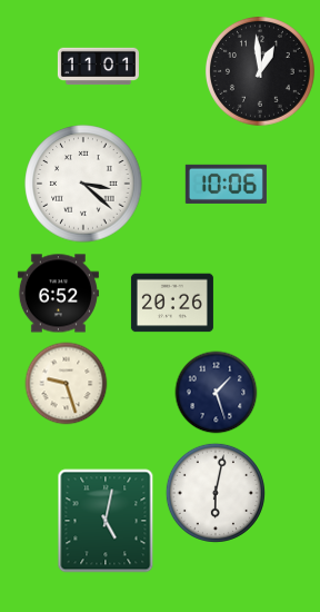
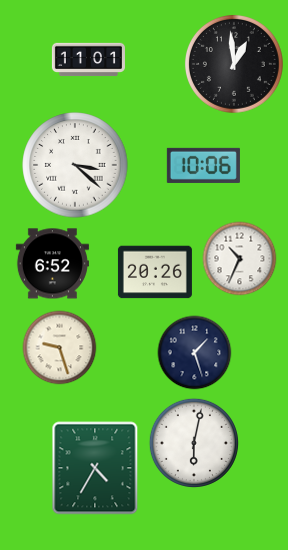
clock at (240, 259): none -> 10:34
clock at (67, 384) position: (67, 384) -> (60, 348)
clock at (106, 521): 5:02 -> 4:35
